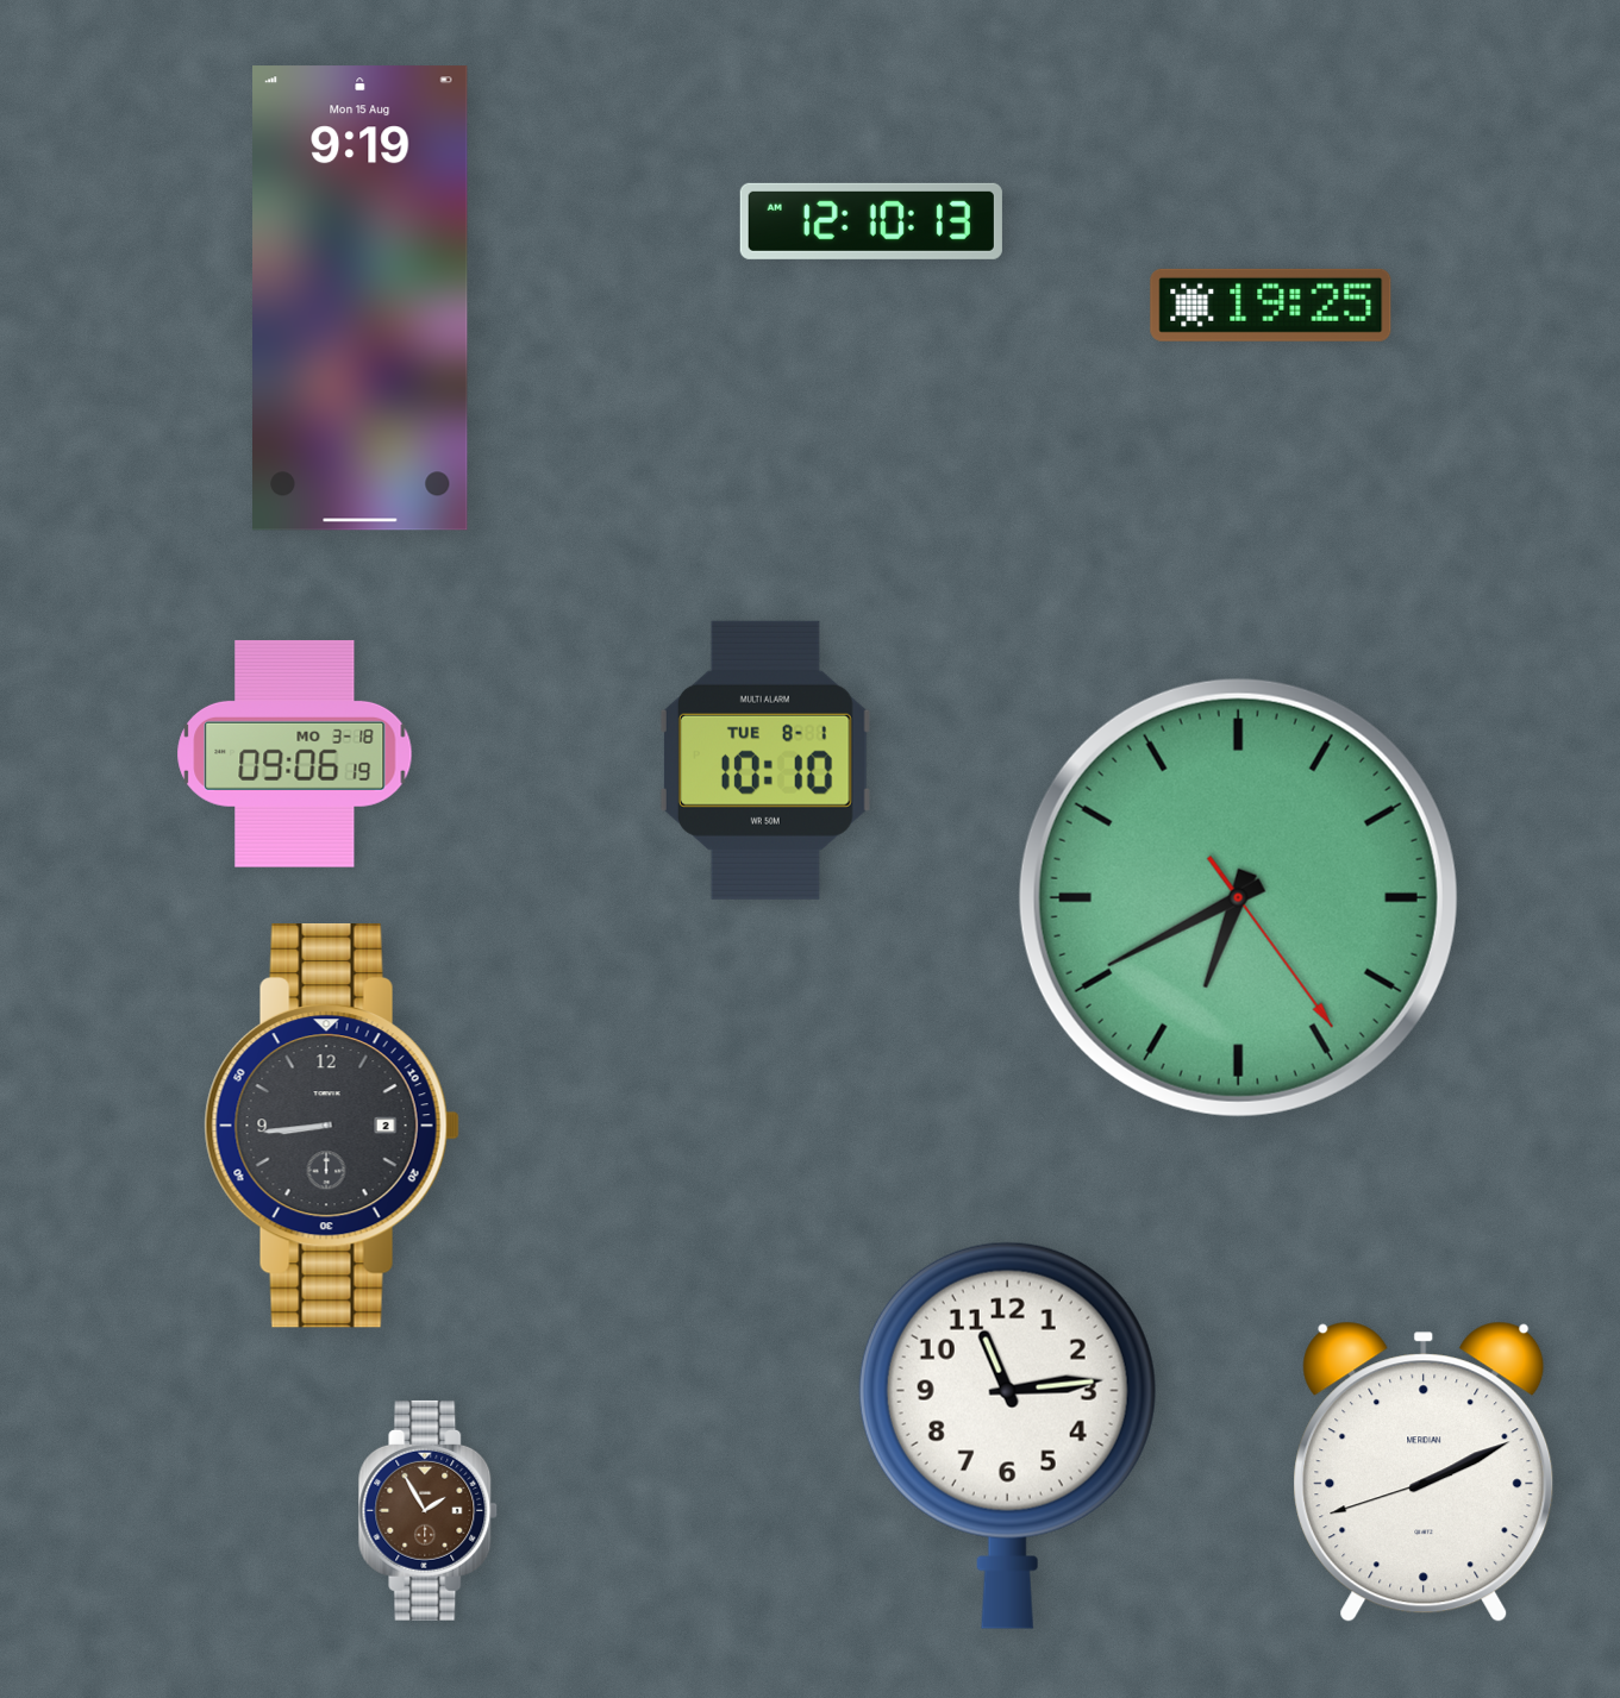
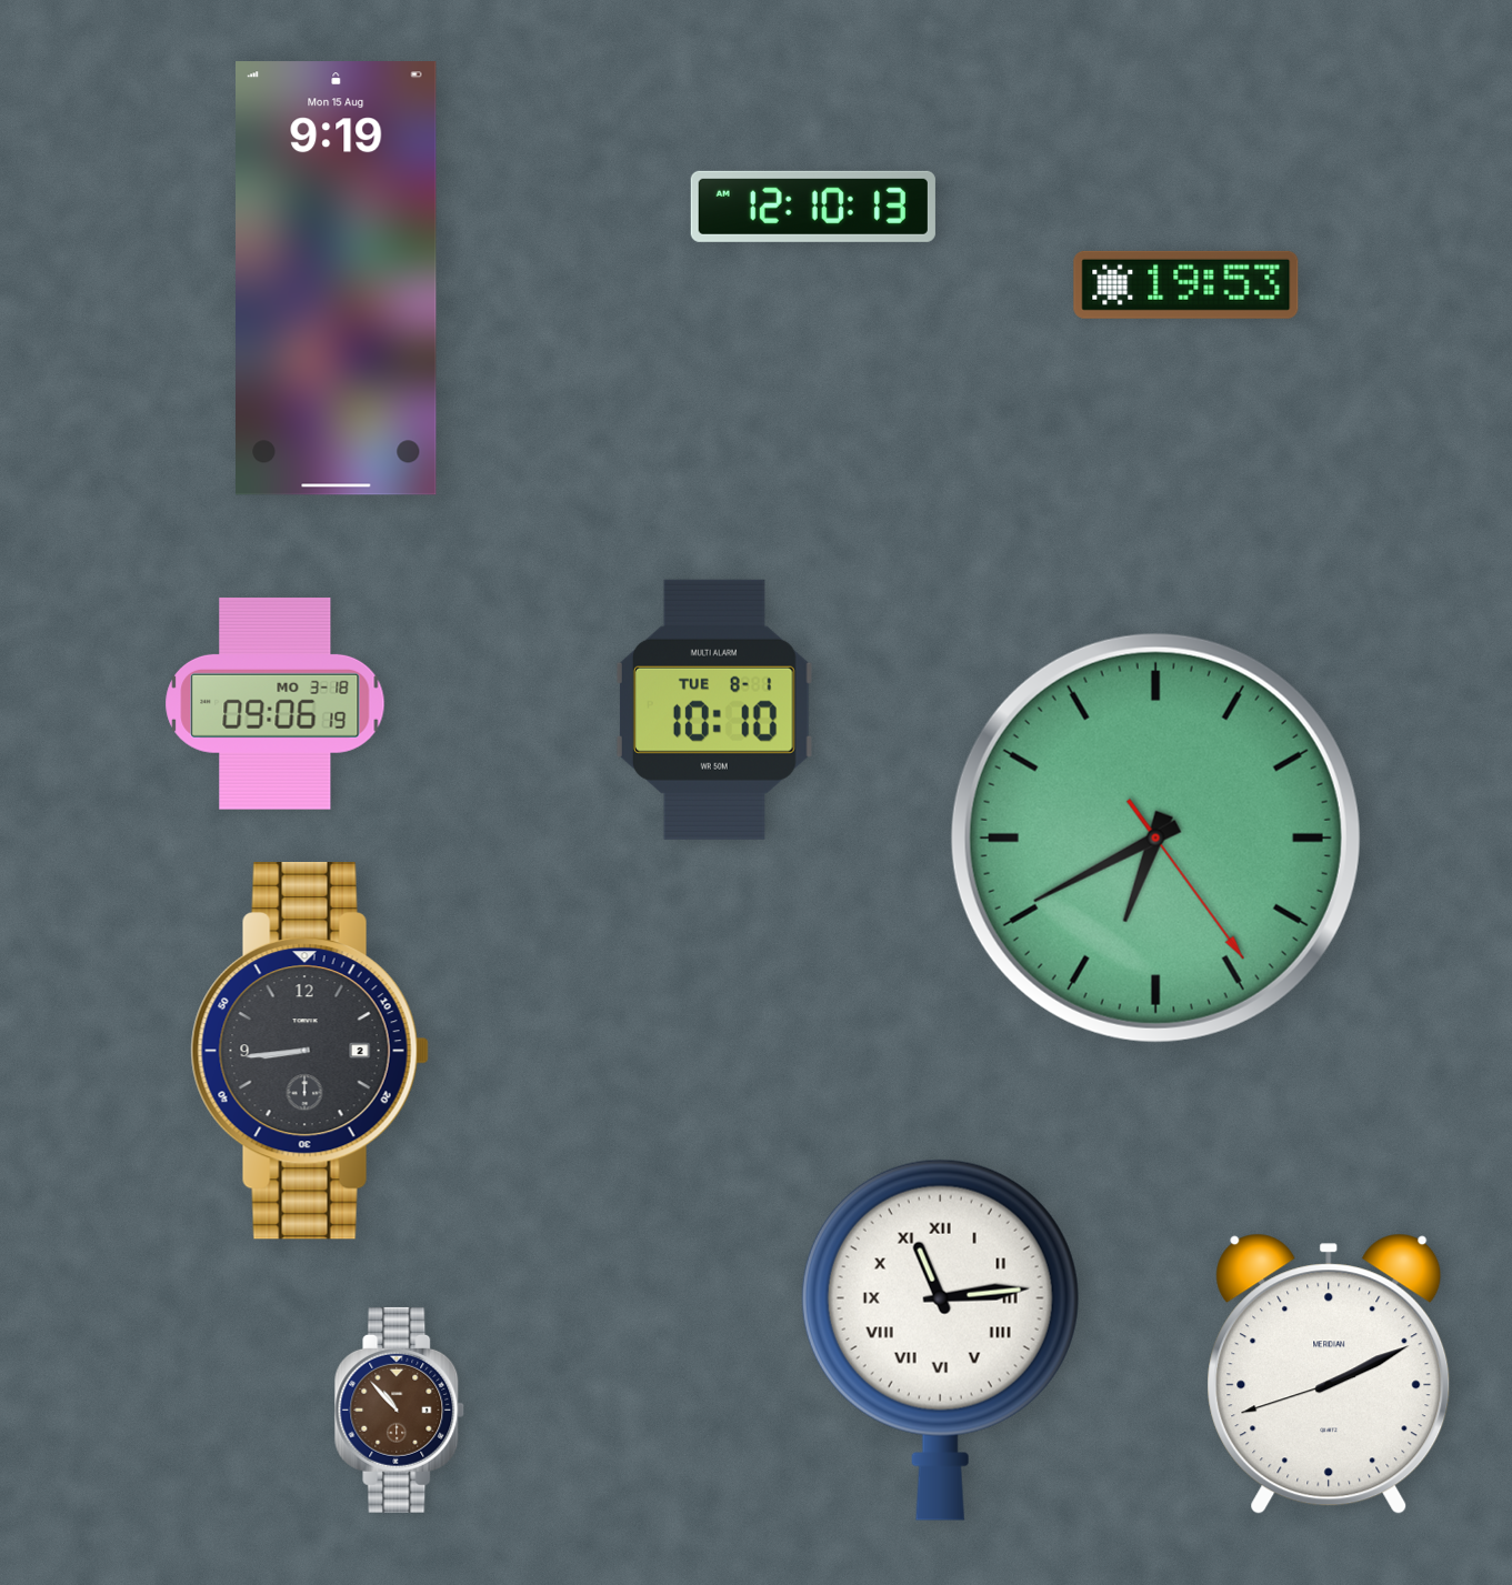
clock at (1271, 305): 19:25 -> 19:53
clock at (1007, 1435) numerals: Arabic -> Roman
clock at (429, 1510): 1:55 -> 10:53
